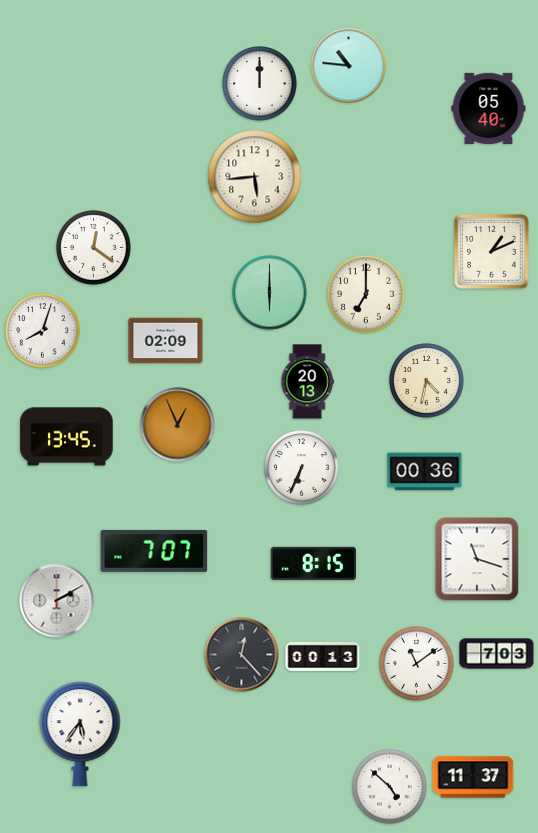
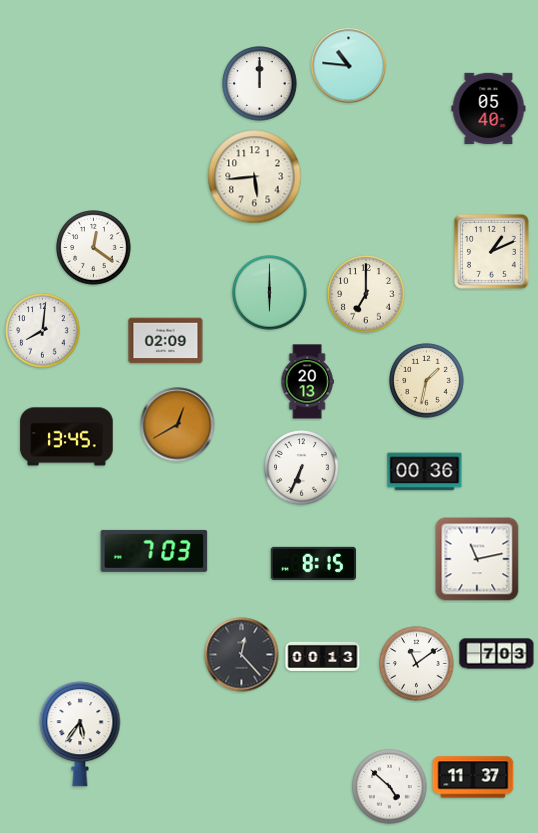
clock at (43, 331): 8:03 -> 8:01
clock at (427, 381): 4:32 -> 1:32
clock at (178, 425): 12:56 -> 12:40
clock at (154, 551): 7:07 -> 7:03
clock at (477, 559): 11:18 -> 11:13
clock at (57, 601): 2:10 -> none
